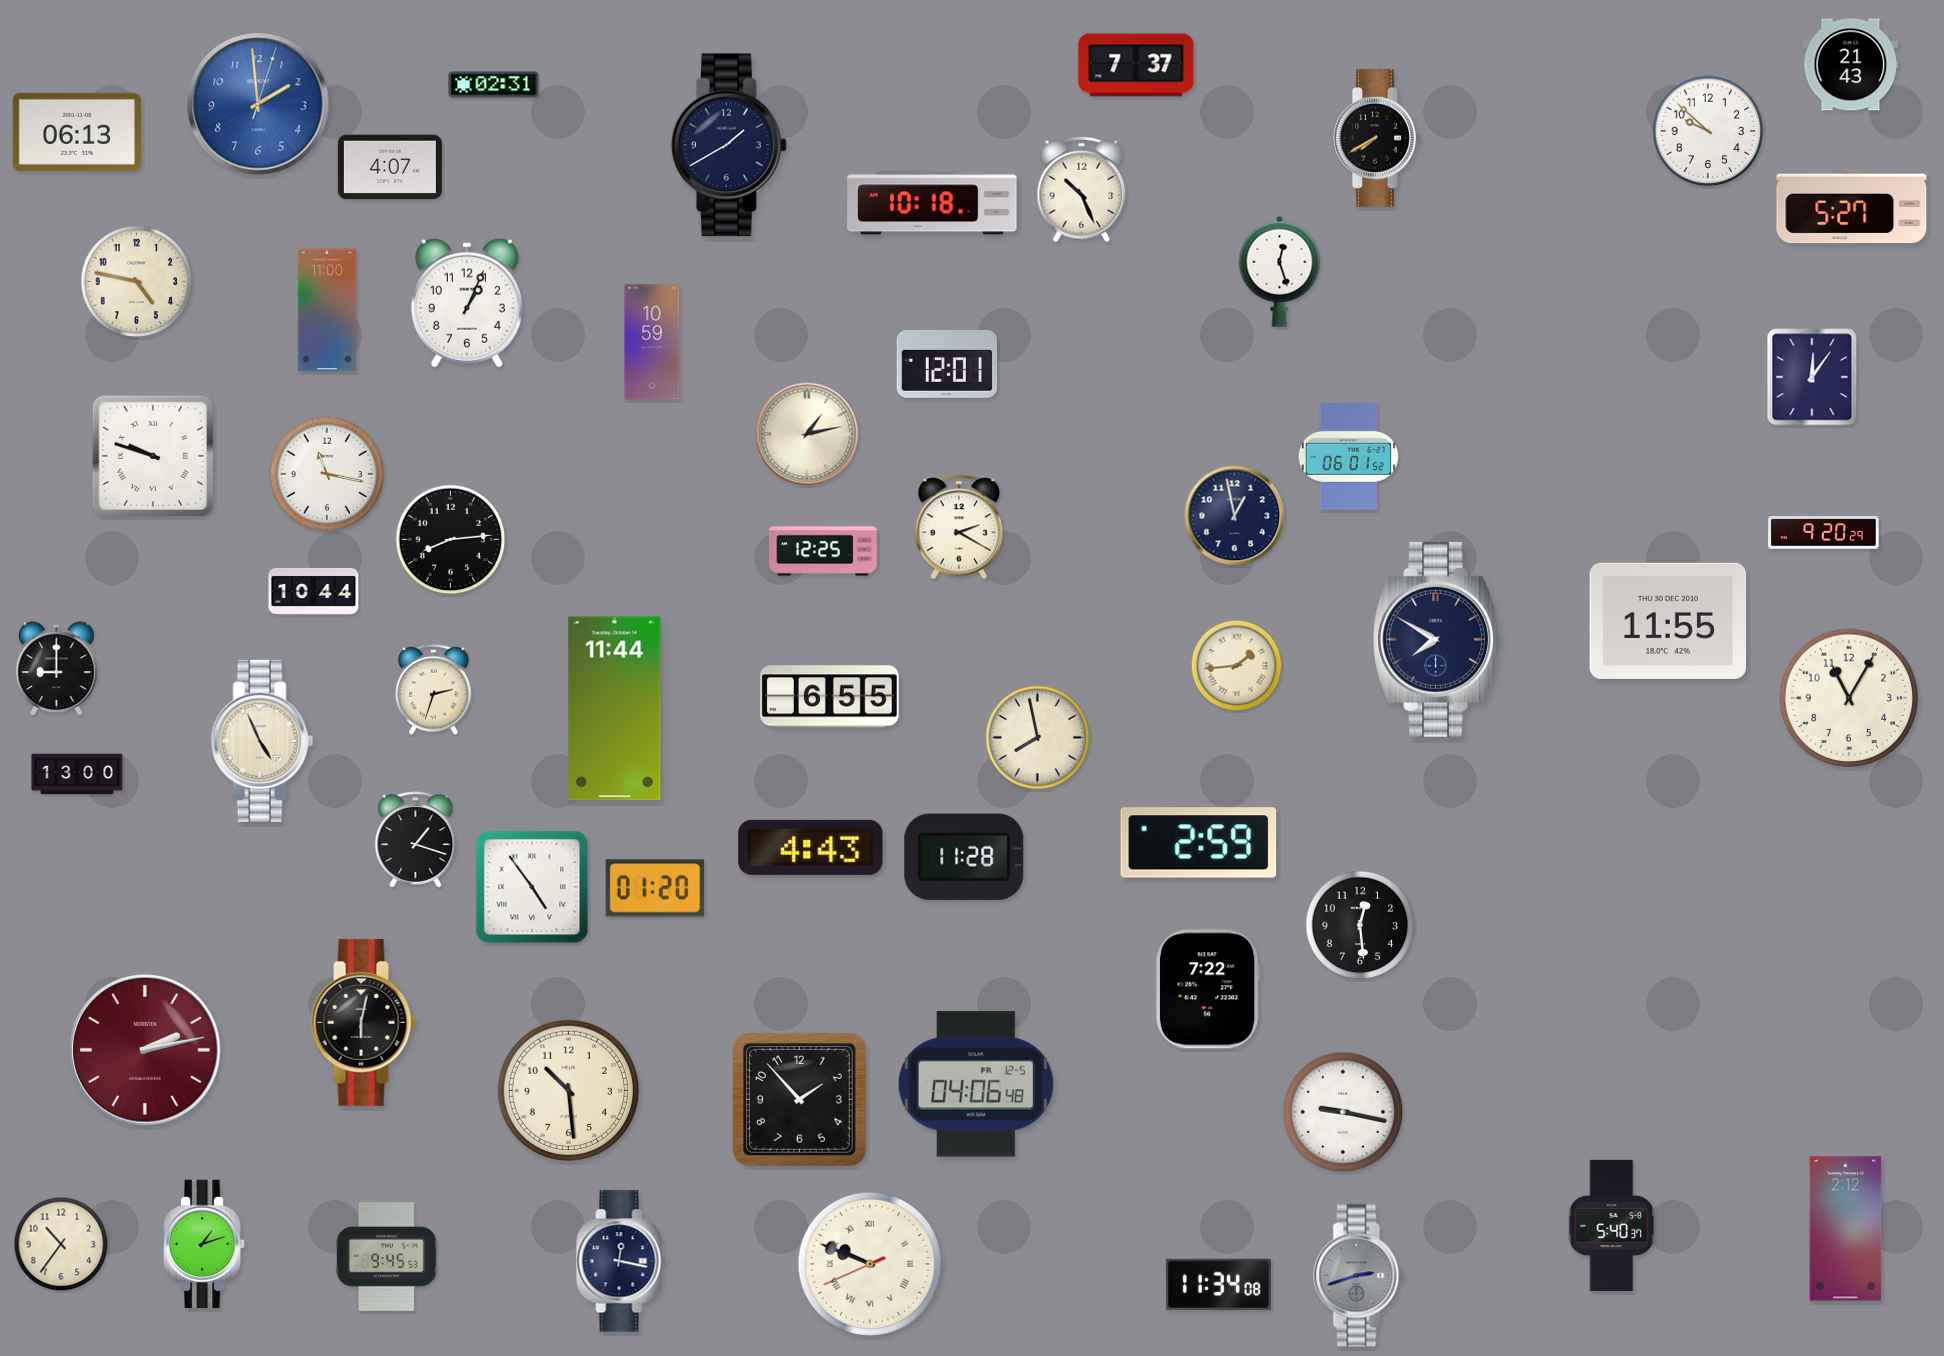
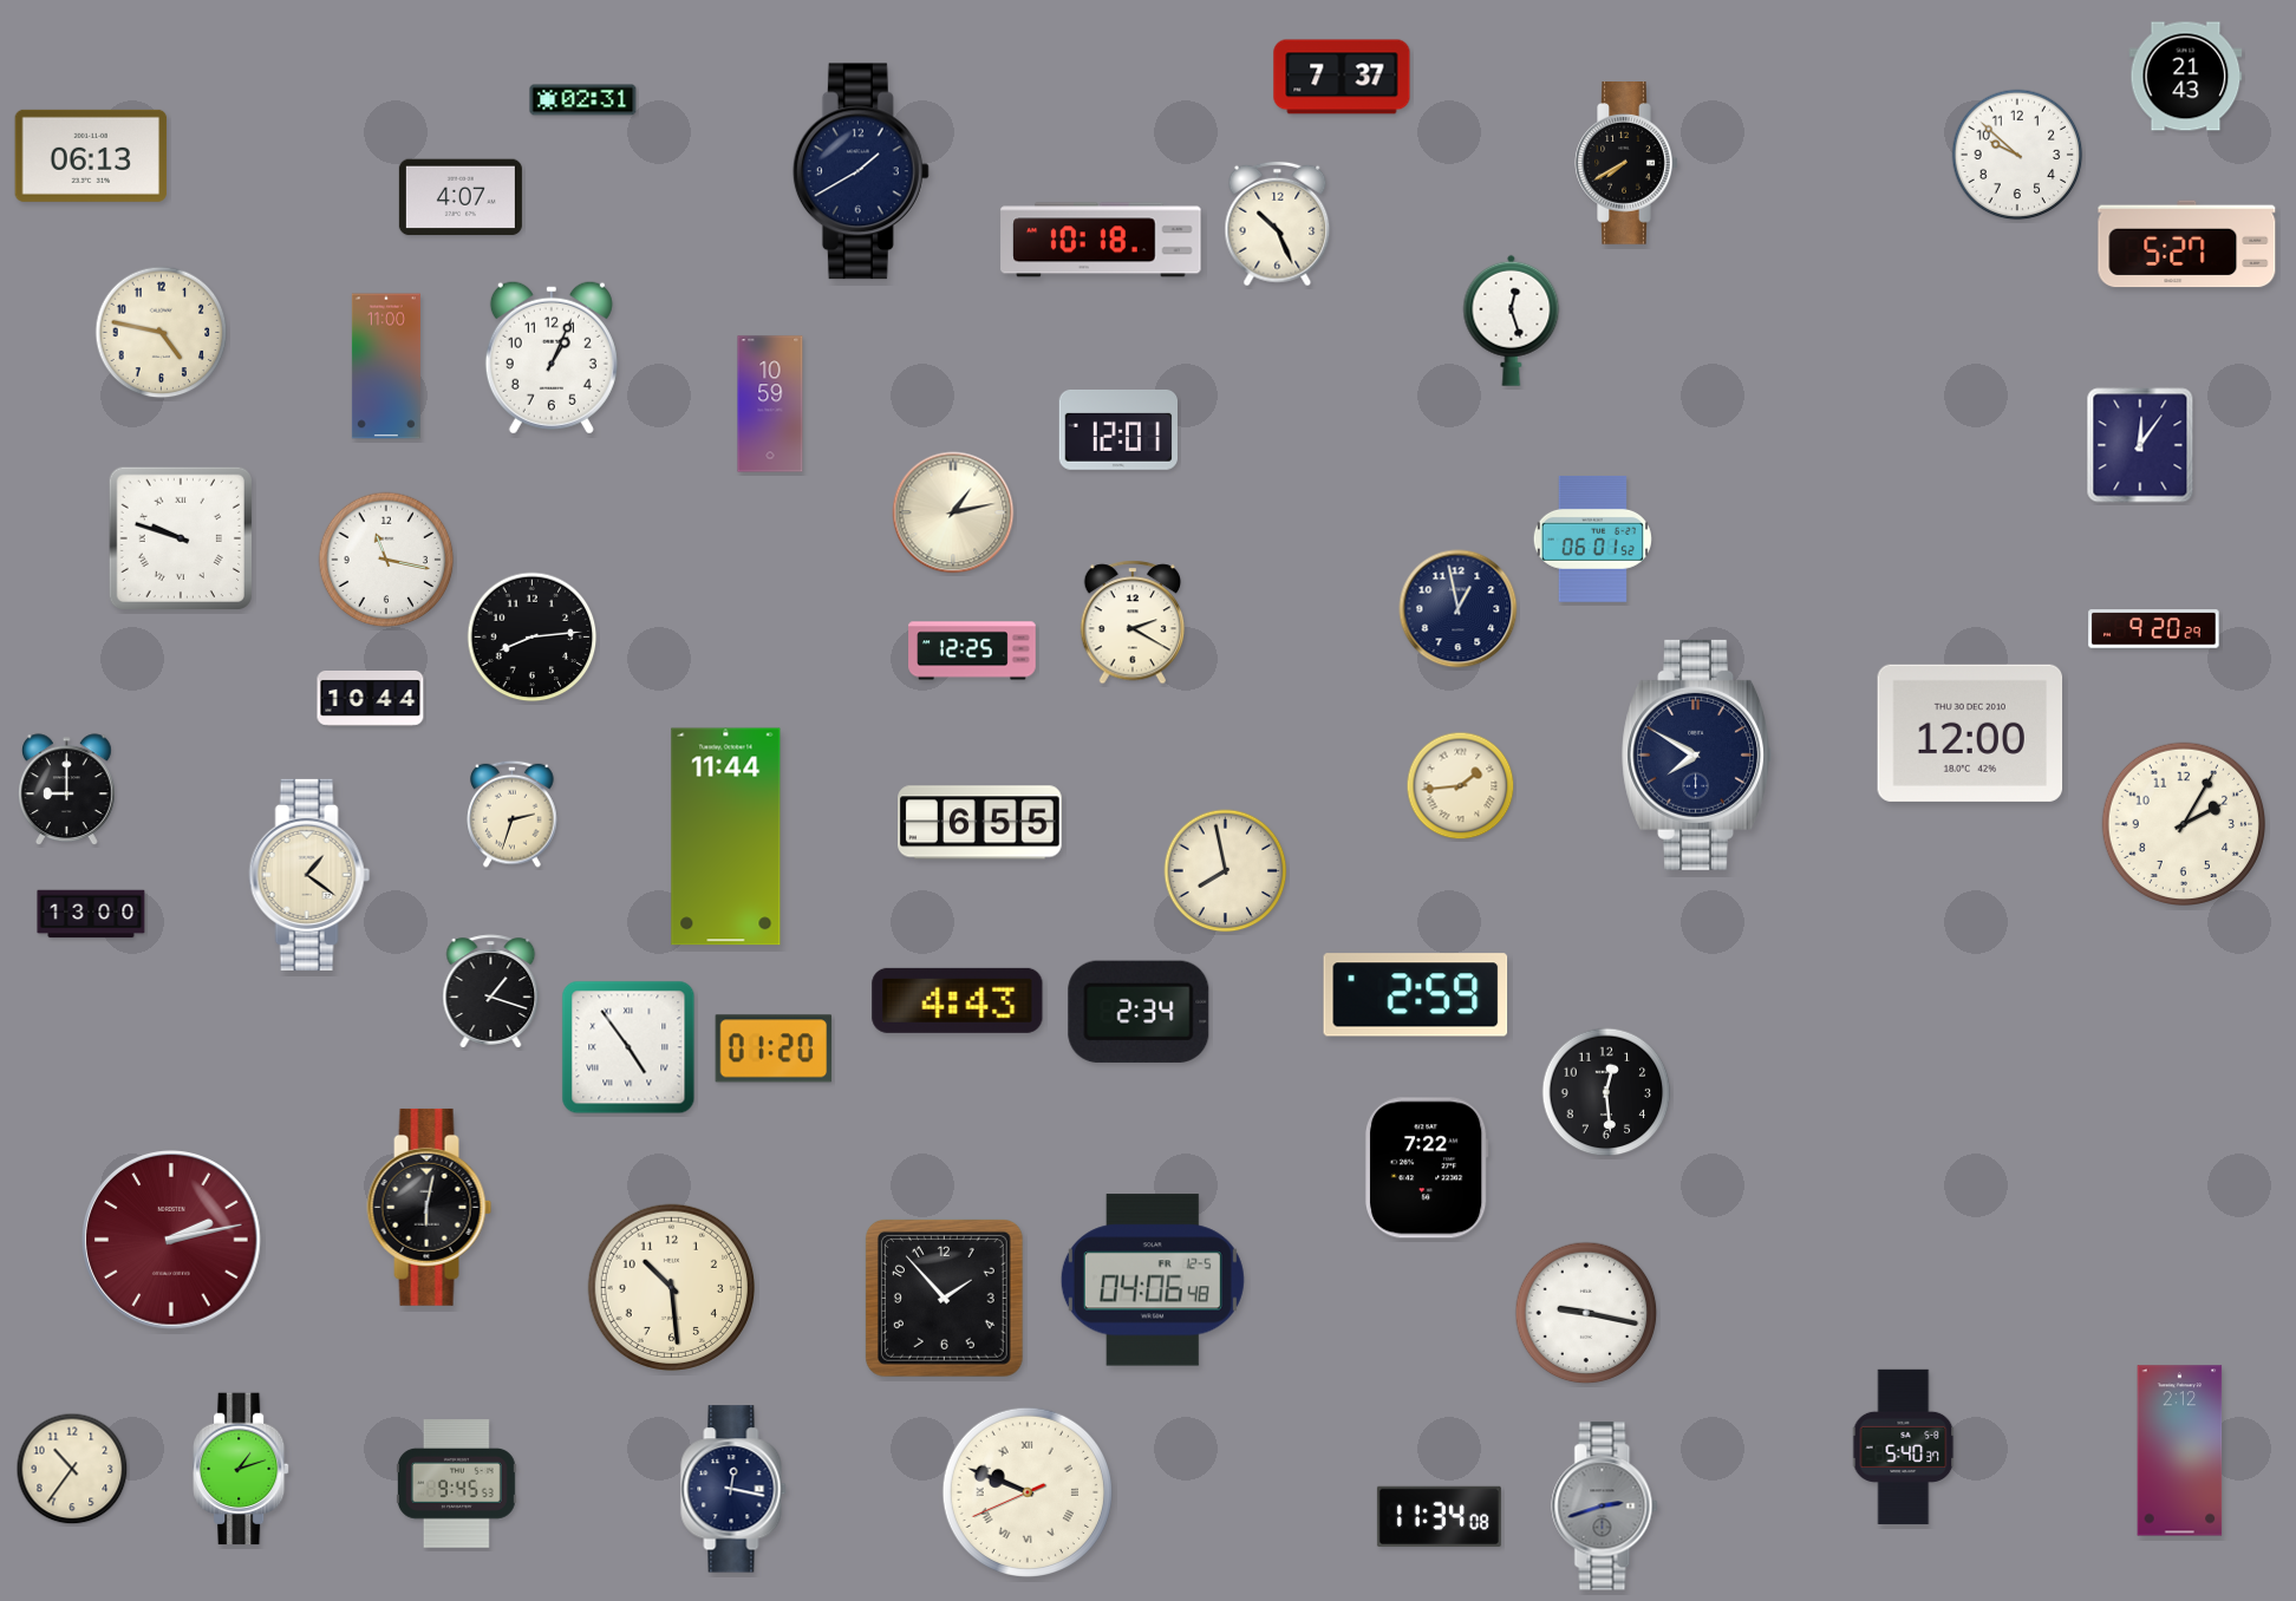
clock at (258, 104): 1:59 -> none
clock at (1668, 621): 11:55 -> 12:00
clock at (1848, 697): 11:05 -> 2:05
clock at (262, 741): 4:56 -> 1:21
clock at (964, 857): 11:28 -> 2:34
